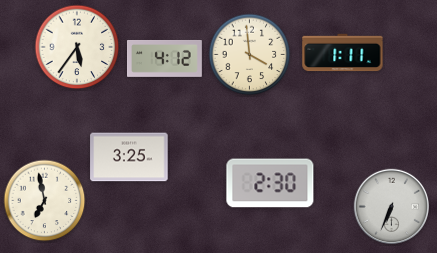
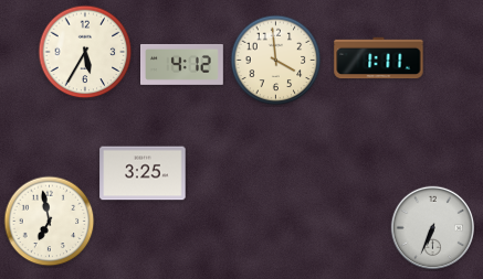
clock at (77, 47): 5:36 -> 5:35
clock at (270, 183): 2:30 -> none
